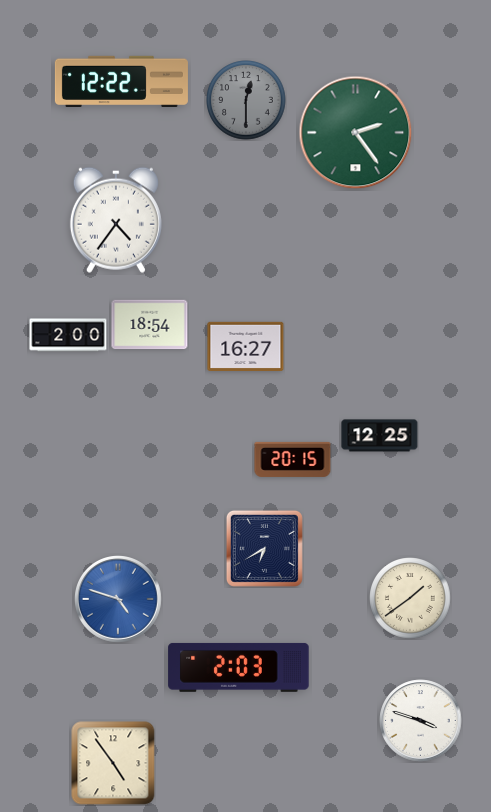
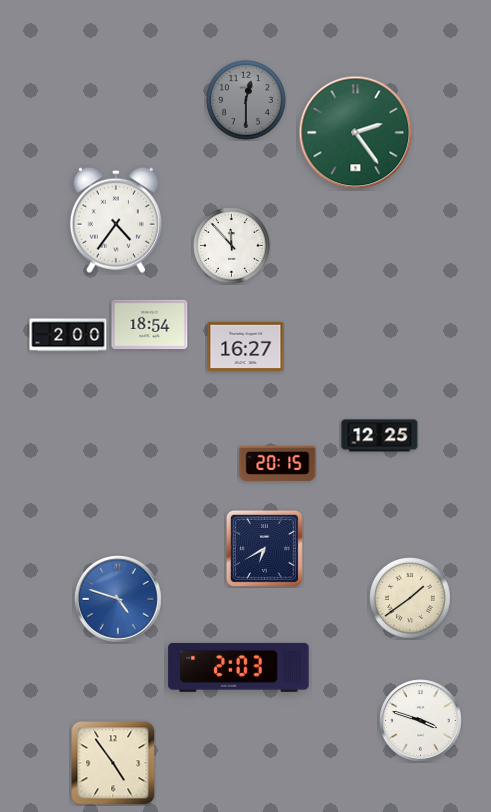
clock at (121, 81): 12:22 -> none
clock at (232, 246): none -> 11:53
clock at (293, 459) position: (293, 459) -> (278, 463)
